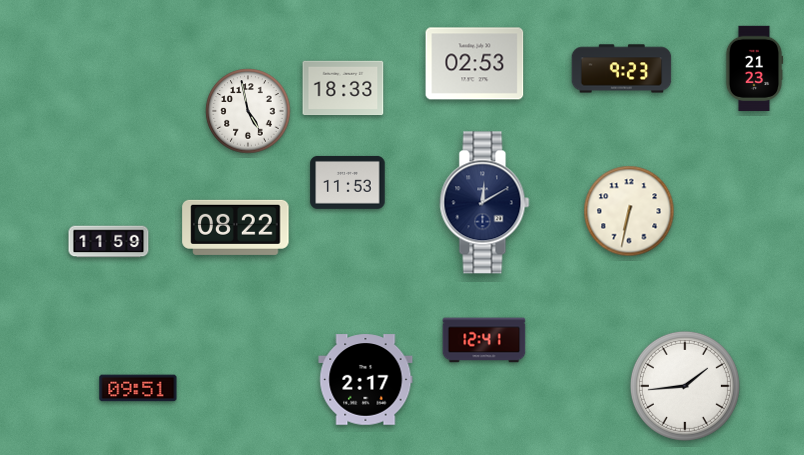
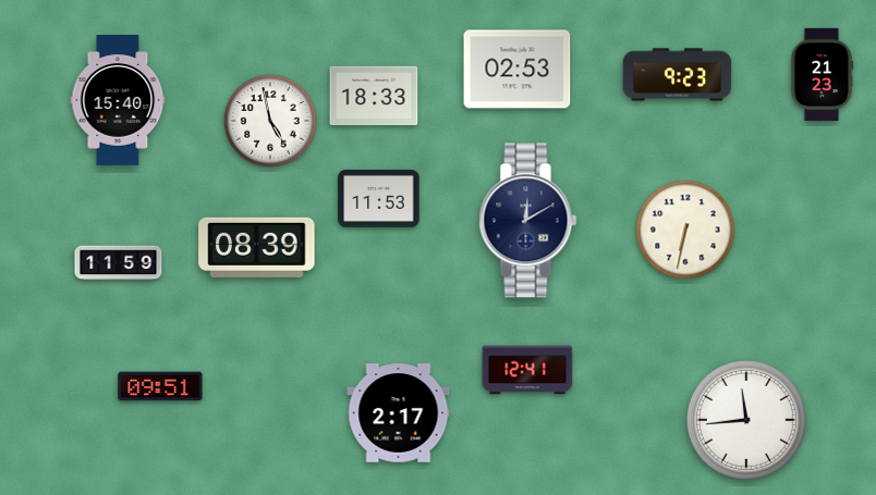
clock at (118, 101): none -> 15:40
clock at (236, 227): 08:22 -> 08:39
clock at (685, 386): 1:44 -> 11:44
clock at (138, 388) position: (138, 388) -> (160, 386)
